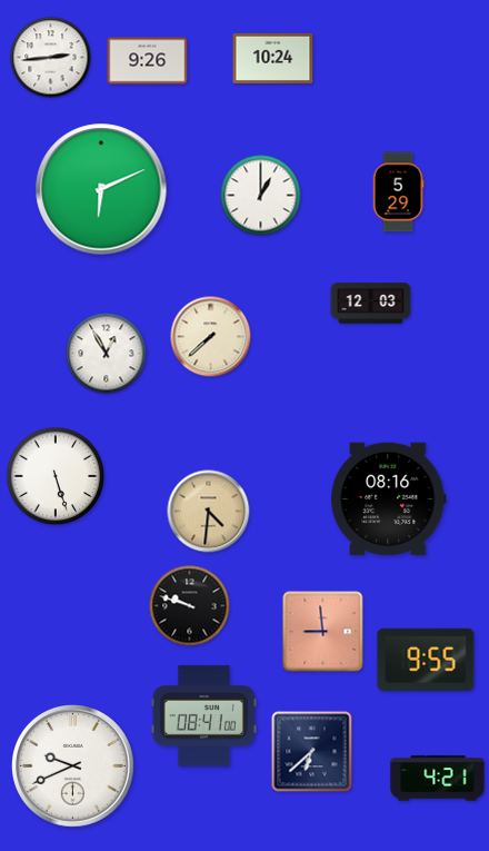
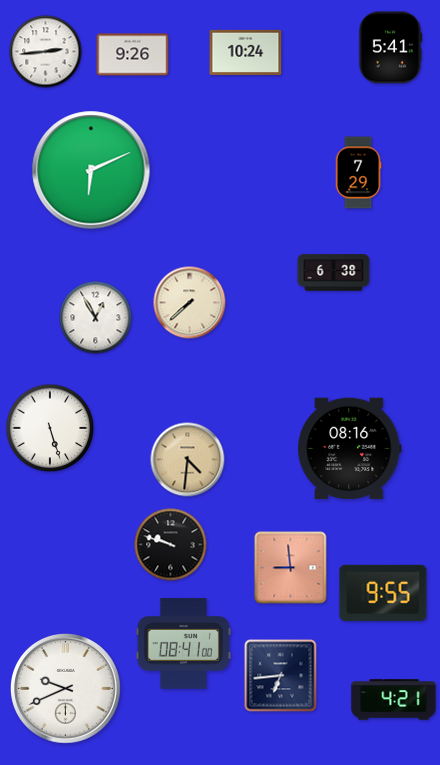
clock at (390, 48): none -> 5:41
clock at (398, 192): 5:29 -> 7:29
clock at (261, 196): 1:00 -> none
clock at (371, 304): 12:03 -> 6:38
clock at (312, 752): 6:38 -> 6:44
